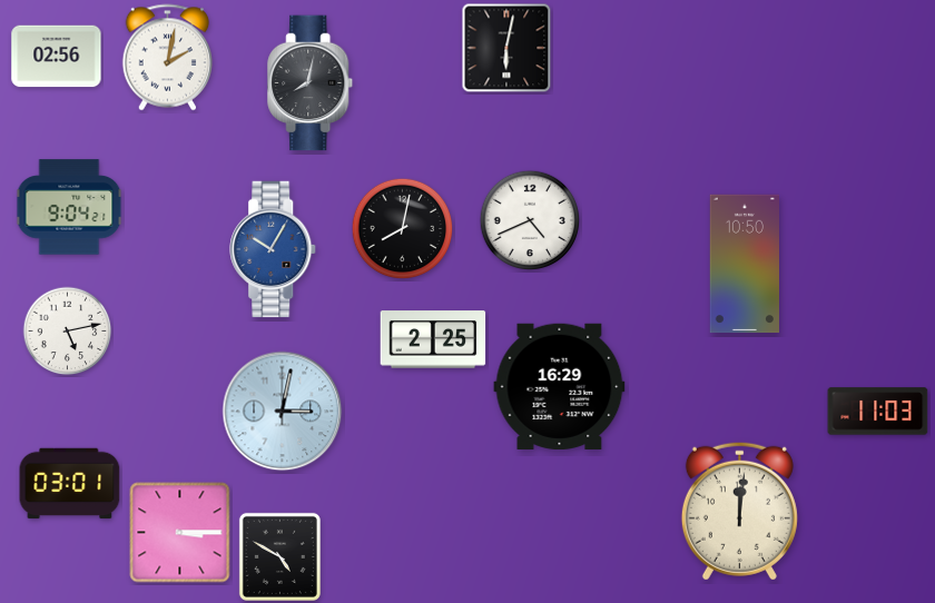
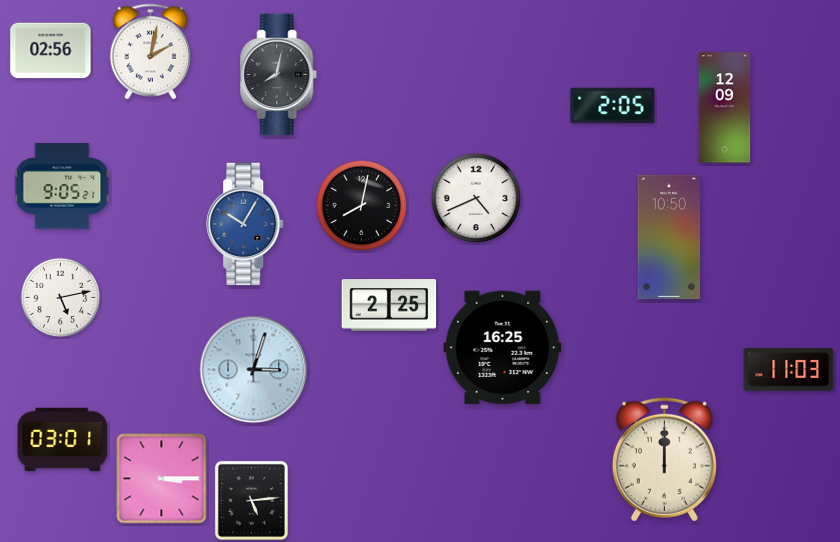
clock at (506, 48): 6:02 -> none
clock at (613, 106): none -> 2:05
clock at (725, 108): none -> 12:09
clock at (69, 207): 9:04 -> 9:05
clock at (560, 386): 16:29 -> 16:25
clock at (283, 412): 3:02 -> 3:03
clock at (70, 484) position: (70, 484) -> (63, 440)
clock at (739, 511): 12:01 -> 12:00
clock at (279, 556): 4:50 -> 5:14
